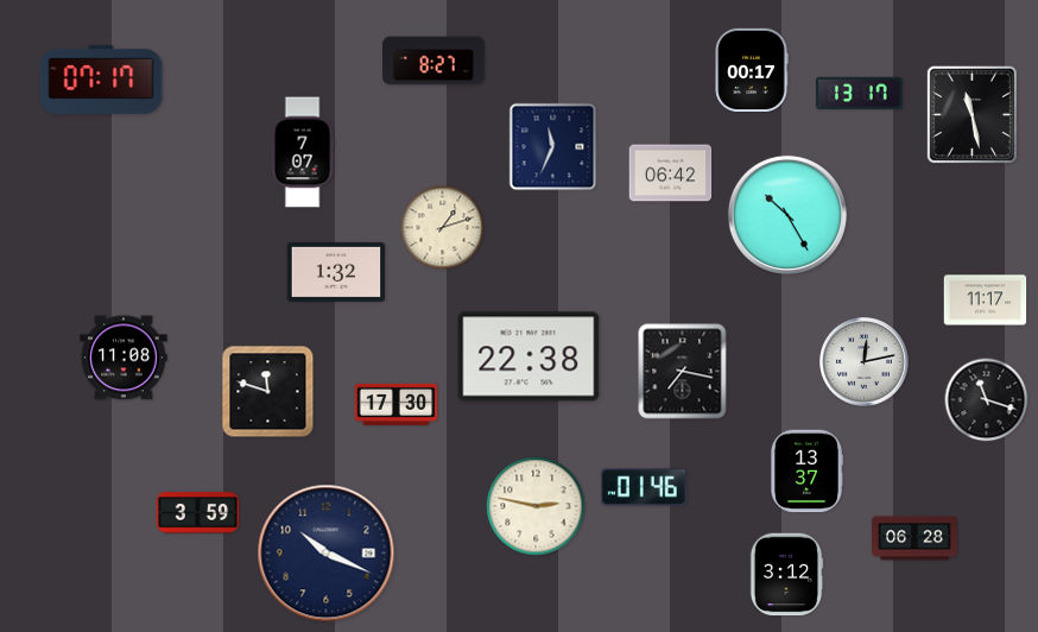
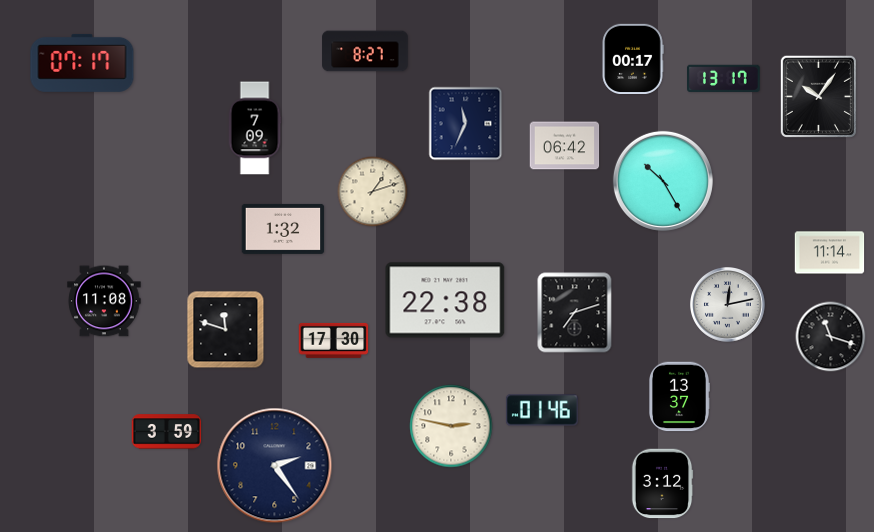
clock at (101, 80) position: (101, 80) -> (82, 63)
clock at (971, 114): 11:28 -> 10:06
clock at (303, 152): 7:07 -> 7:09
clock at (986, 301): 11:17 -> 11:14
clock at (683, 372): 7:17 -> 7:12
clock at (916, 538): 06:28 -> none
clock at (327, 554): 10:19 -> 2:24
